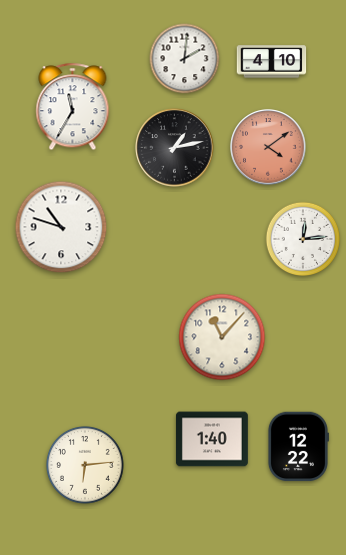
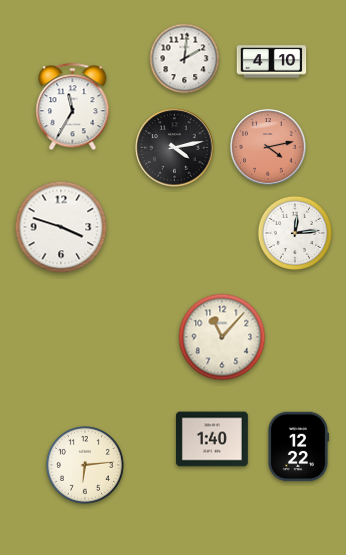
clock at (268, 147): 4:09 -> 4:13
clock at (175, 148): 1:13 -> 4:13
clock at (61, 227): 10:48 -> 3:48
clock at (303, 239) position: (303, 239) -> (295, 233)
